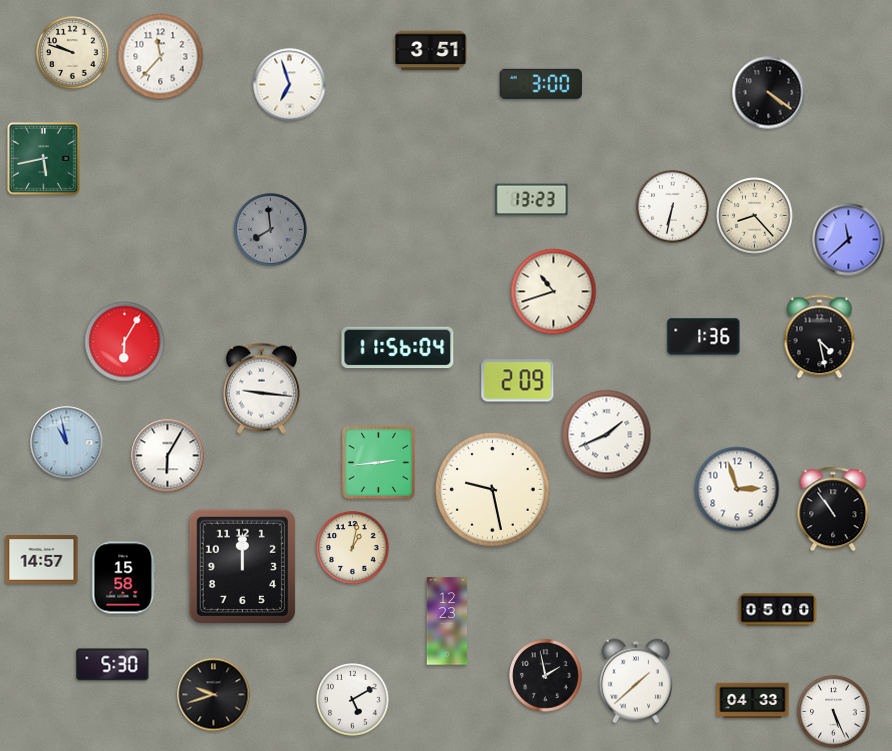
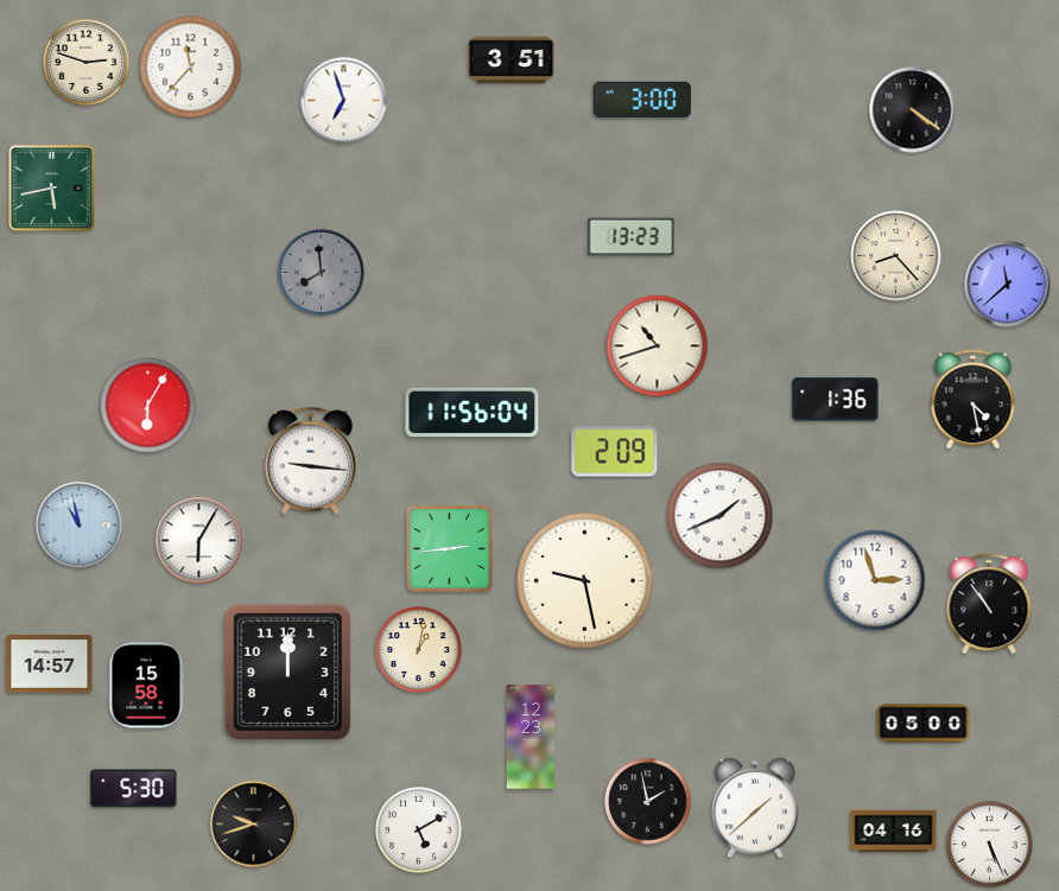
clock at (73, 53): 9:48 -> 2:48
clock at (673, 207): 6:32 -> none
clock at (753, 701): 04:33 -> 04:16
